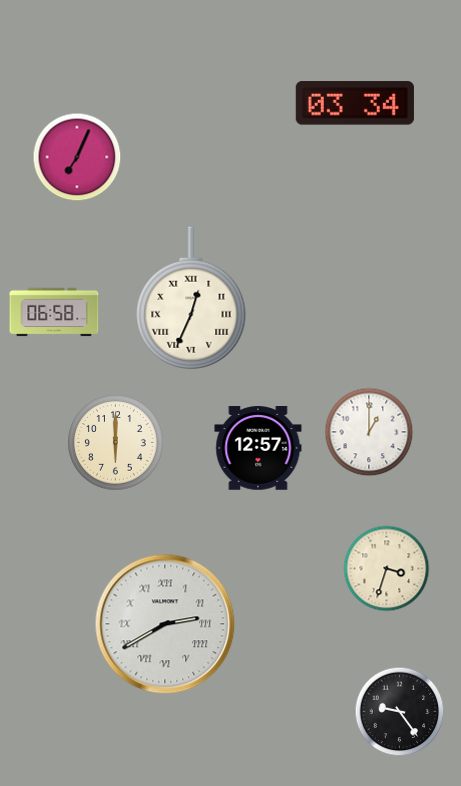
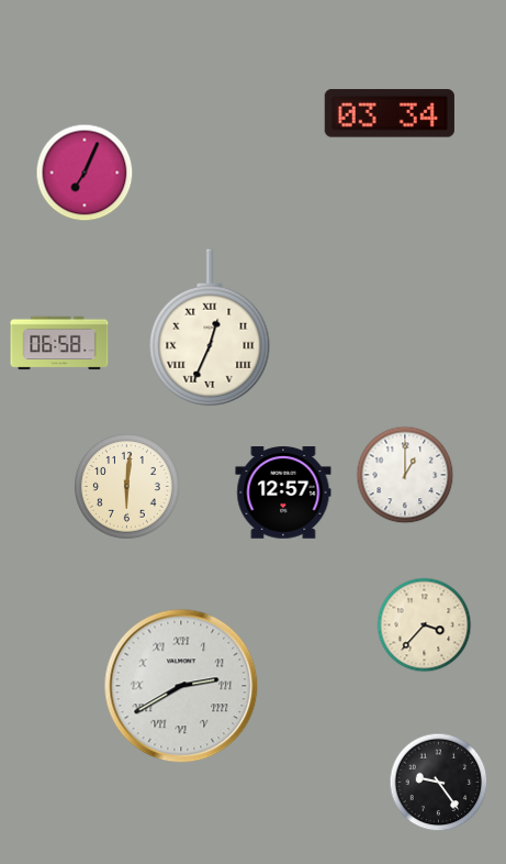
clock at (116, 443): 6:00 -> 6:01
clock at (387, 569): 3:33 -> 3:37
